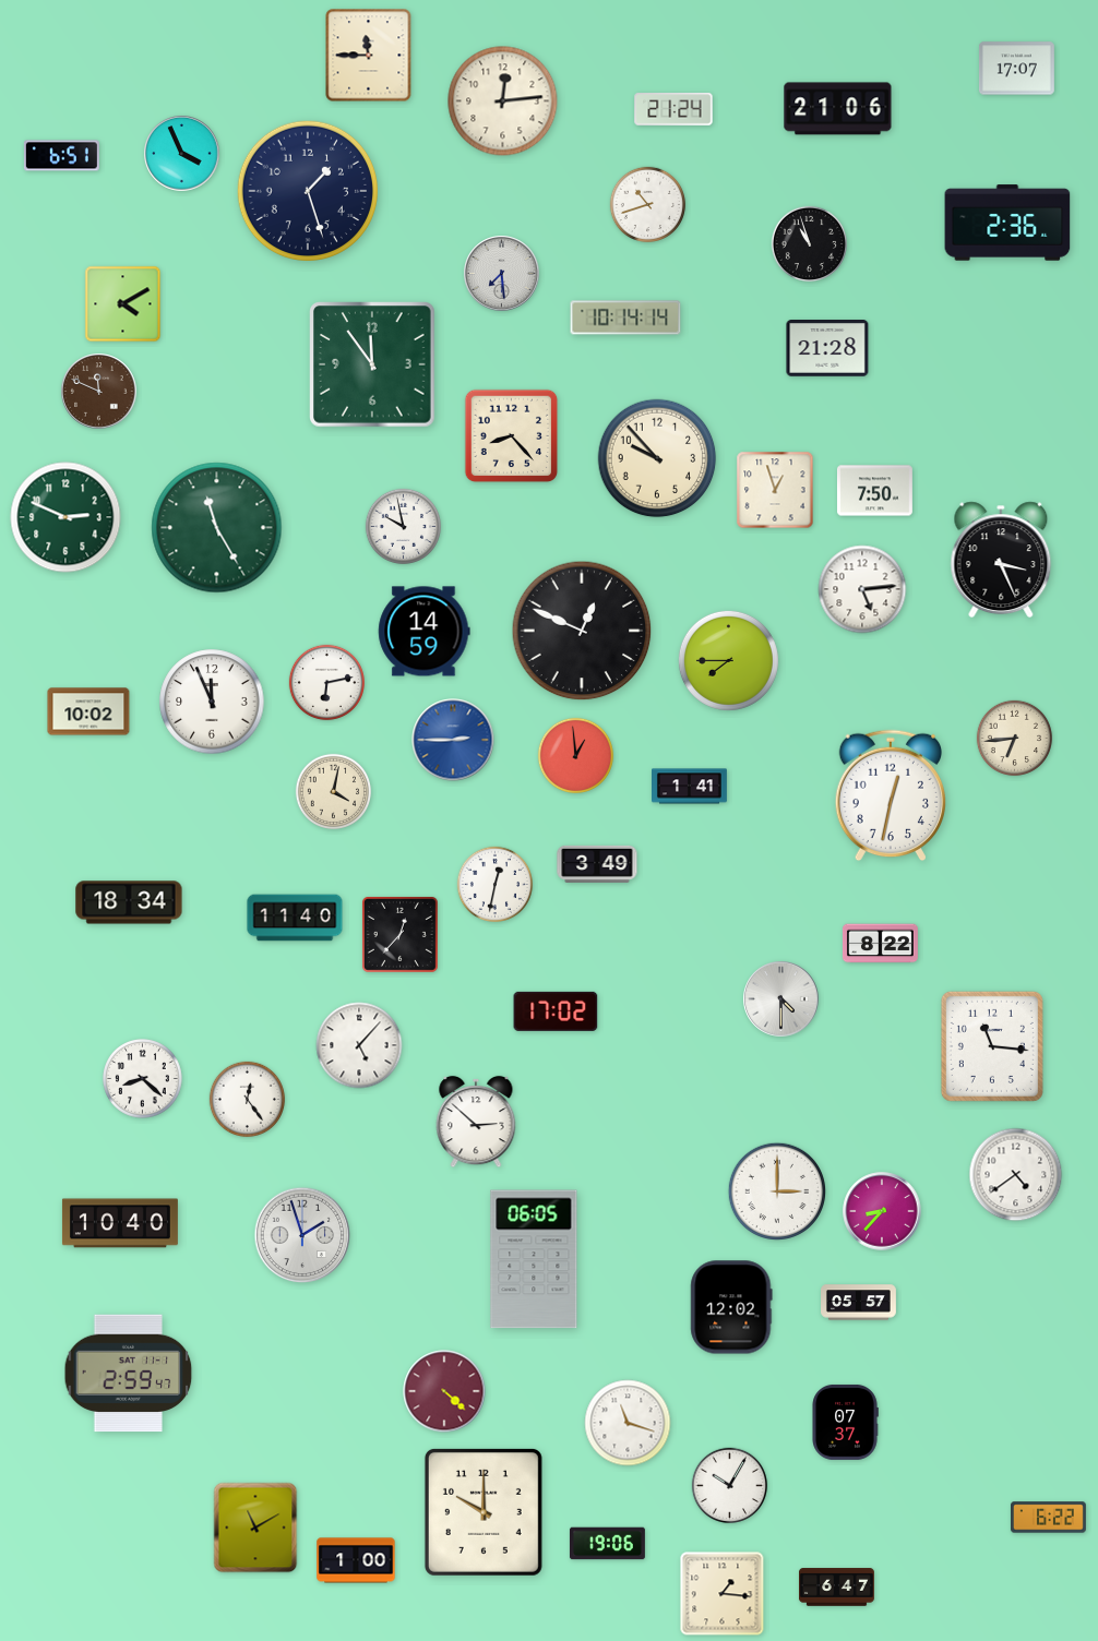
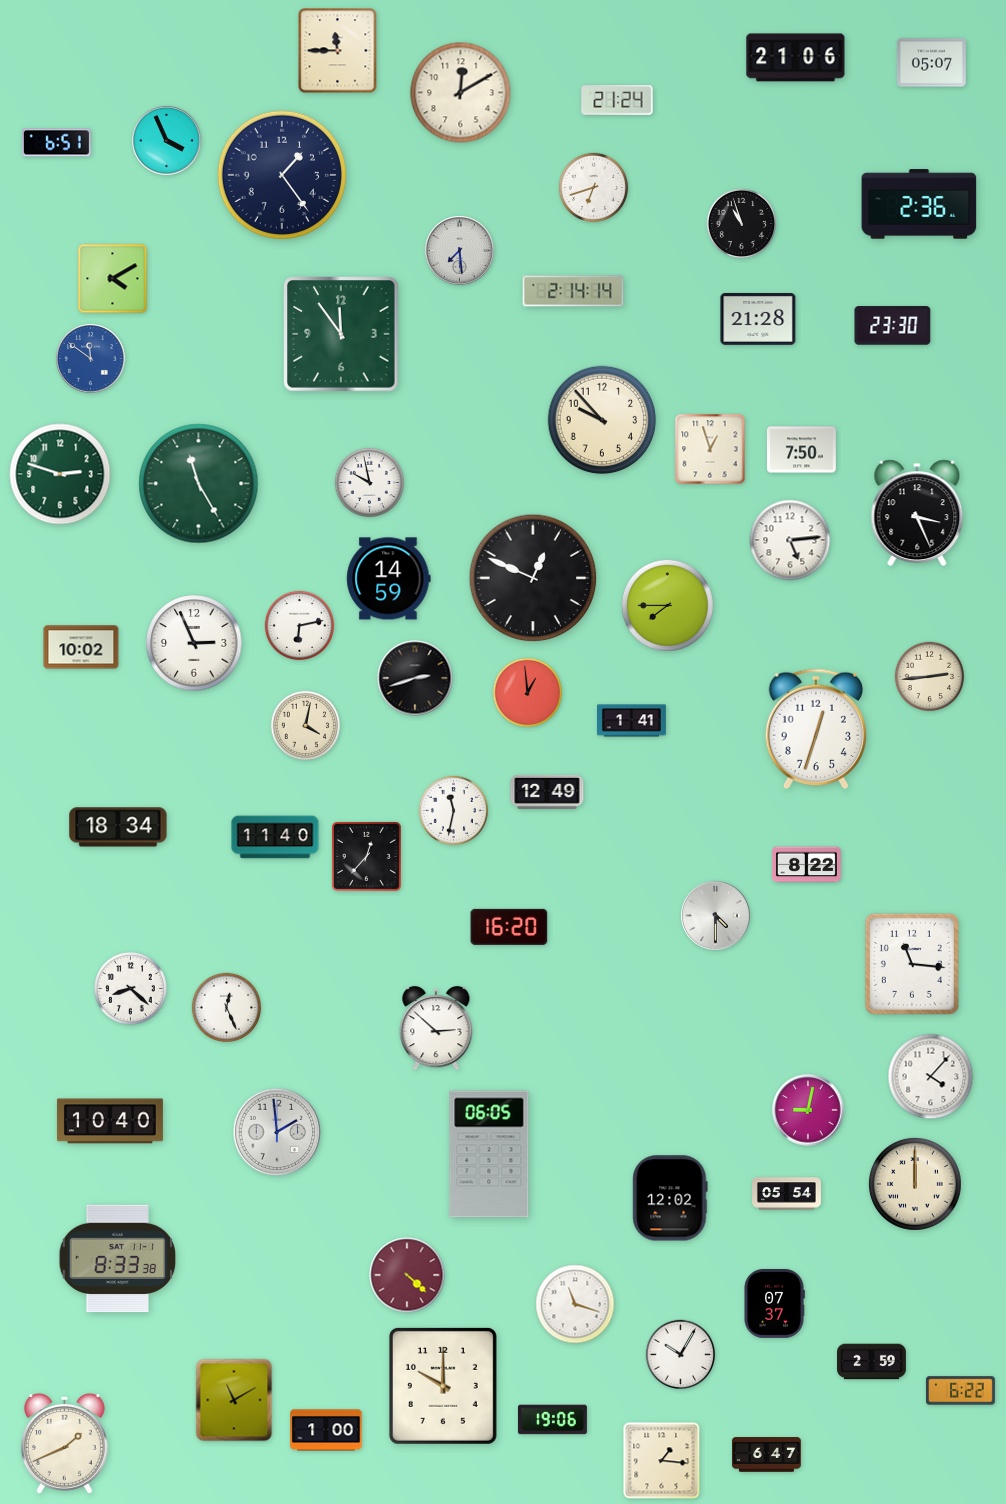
clock at (1016, 69): 17:07 -> 05:07
clock at (503, 101): 12:14 -> 12:10
clock at (838, 109) position: (838, 109) -> (796, 58)
clock at (308, 191): 1:27 -> 1:24
clock at (648, 205): 10:42 -> 6:42
clock at (1007, 223) position: (1007, 223) -> (919, 204)
clock at (625, 318): 10:14 -> 2:14
clock at (893, 326): none -> 23:30
clock at (99, 392): 11:49 -> 11:51
clock at (99, 392) dial: brown -> blue
clock at (512, 436): 8:23 -> none
clock at (65, 517): 2:49 -> 2:48
clock at (212, 702): 11:56 -> 2:56
clock at (88, 711) position: (88, 711) -> (81, 647)
clock at (1015, 739): 6:44 -> 2:44
clock at (453, 740): 2:45 -> 2:42
clock at (453, 740) dial: blue -> black
clock at (890, 795): 12:32 -> 12:33
clock at (597, 864): 3:49 -> 12:49
clock at (496, 885): 12:32 -> 11:32
clock at (295, 918) position: (295, 918) -> (275, 837)
clock at (556, 1011): 17:02 -> 16:20
clock at (359, 1045): 5:07 -> none
clock at (992, 1046) position: (992, 1046) -> (912, 964)
clock at (248, 1100): 12:24 -> 12:26
clock at (1016, 1175): 4:39 -> 4:07
clock at (777, 1191): 3:00 -> none
clock at (882, 1211): 8:37 -> 9:02
clock at (302, 1235): 1:57 -> 1:59
clock at (915, 1184): none -> 12:00
clock at (859, 1303): 05:57 -> 05:54
clock at (129, 1374): 2:59 -> 8:33
clock at (730, 1486) position: (730, 1486) -> (681, 1355)
clock at (872, 1362): none -> 2:59
clock at (607, 1544) position: (607, 1544) -> (552, 1420)
clock at (64, 1443): none -> 1:41
